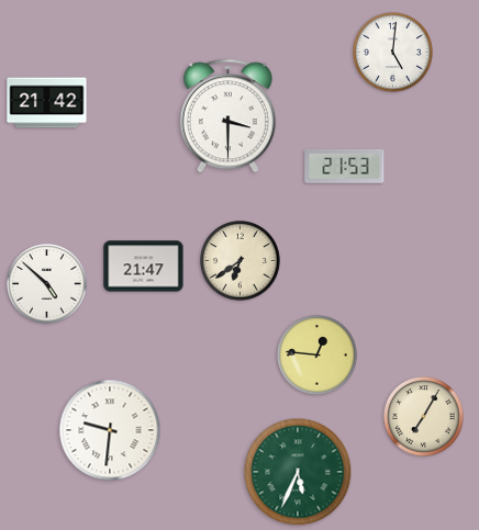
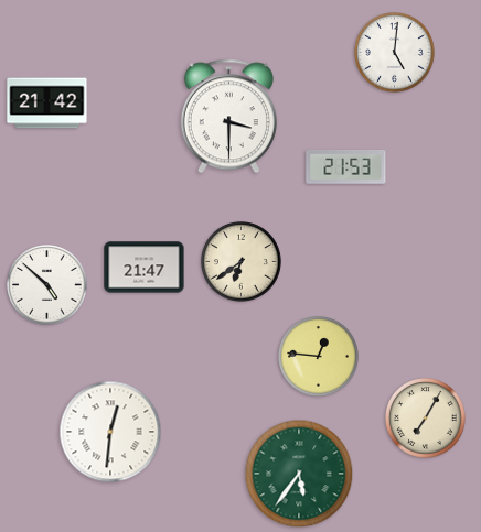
clock at (110, 430): 9:31 -> 12:31
clock at (298, 472): 5:34 -> 5:36
